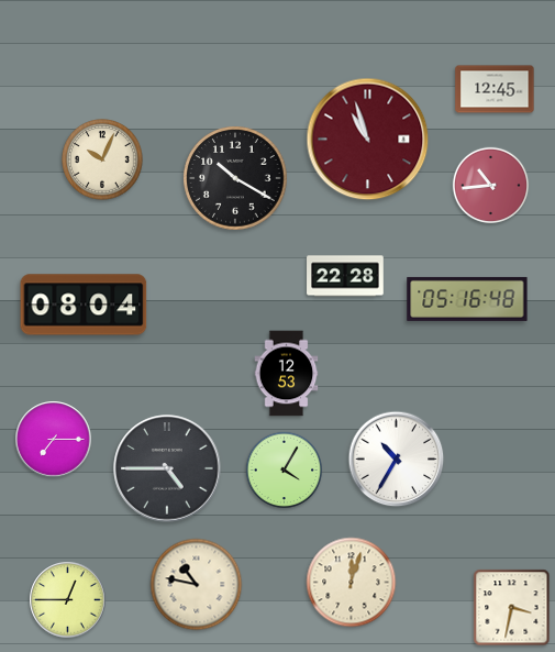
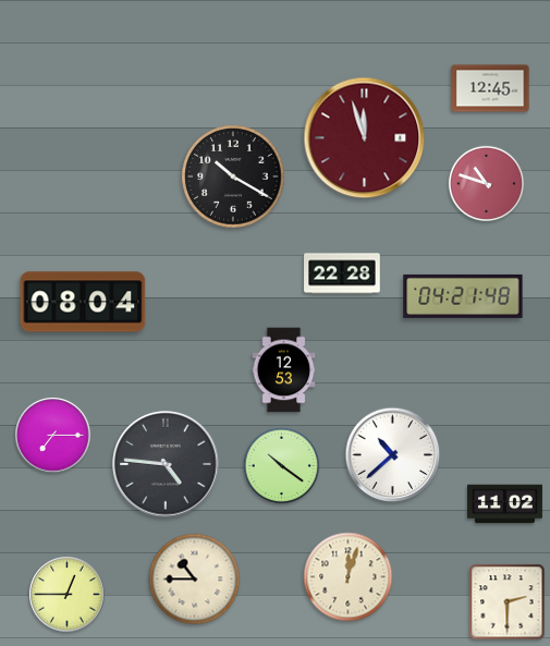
clock at (368, 140): 10:57 -> 11:57
clock at (102, 159): 10:04 -> none
clock at (491, 186): 10:44 -> 10:48
clock at (467, 299): 05:16 -> 04:21
clock at (397, 460): 10:35 -> 10:38
clock at (167, 468): 4:45 -> 4:46
clock at (285, 471): 4:05 -> 10:21
clock at (505, 504): none -> 11:02
clock at (197, 585): 10:47 -> 10:45
clock at (512, 608): 3:32 -> 2:30
